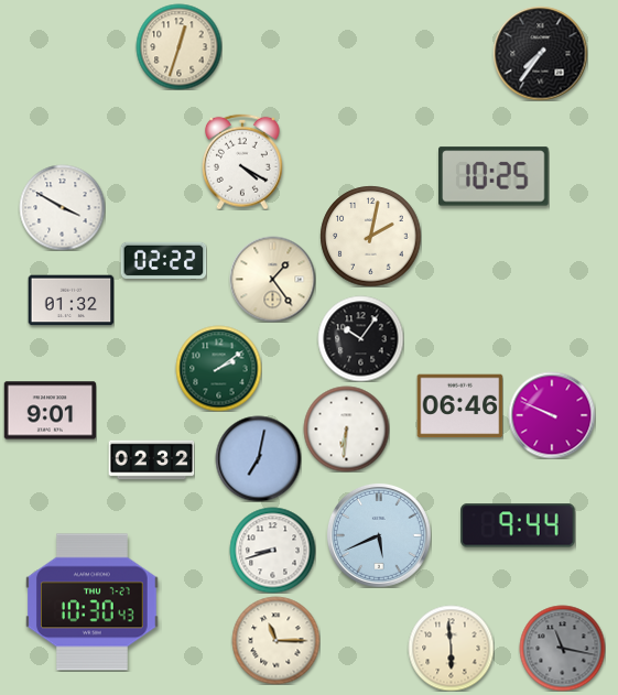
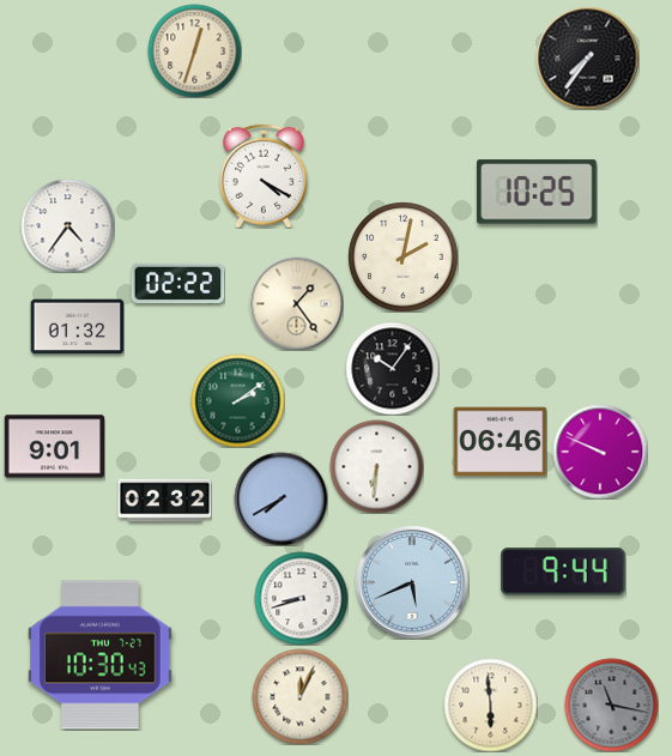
clock at (62, 207): 3:50 -> 4:36
clock at (258, 458): 7:02 -> 7:40
clock at (272, 550) position: (272, 550) -> (301, 598)
clock at (275, 640): 11:15 -> 12:04
